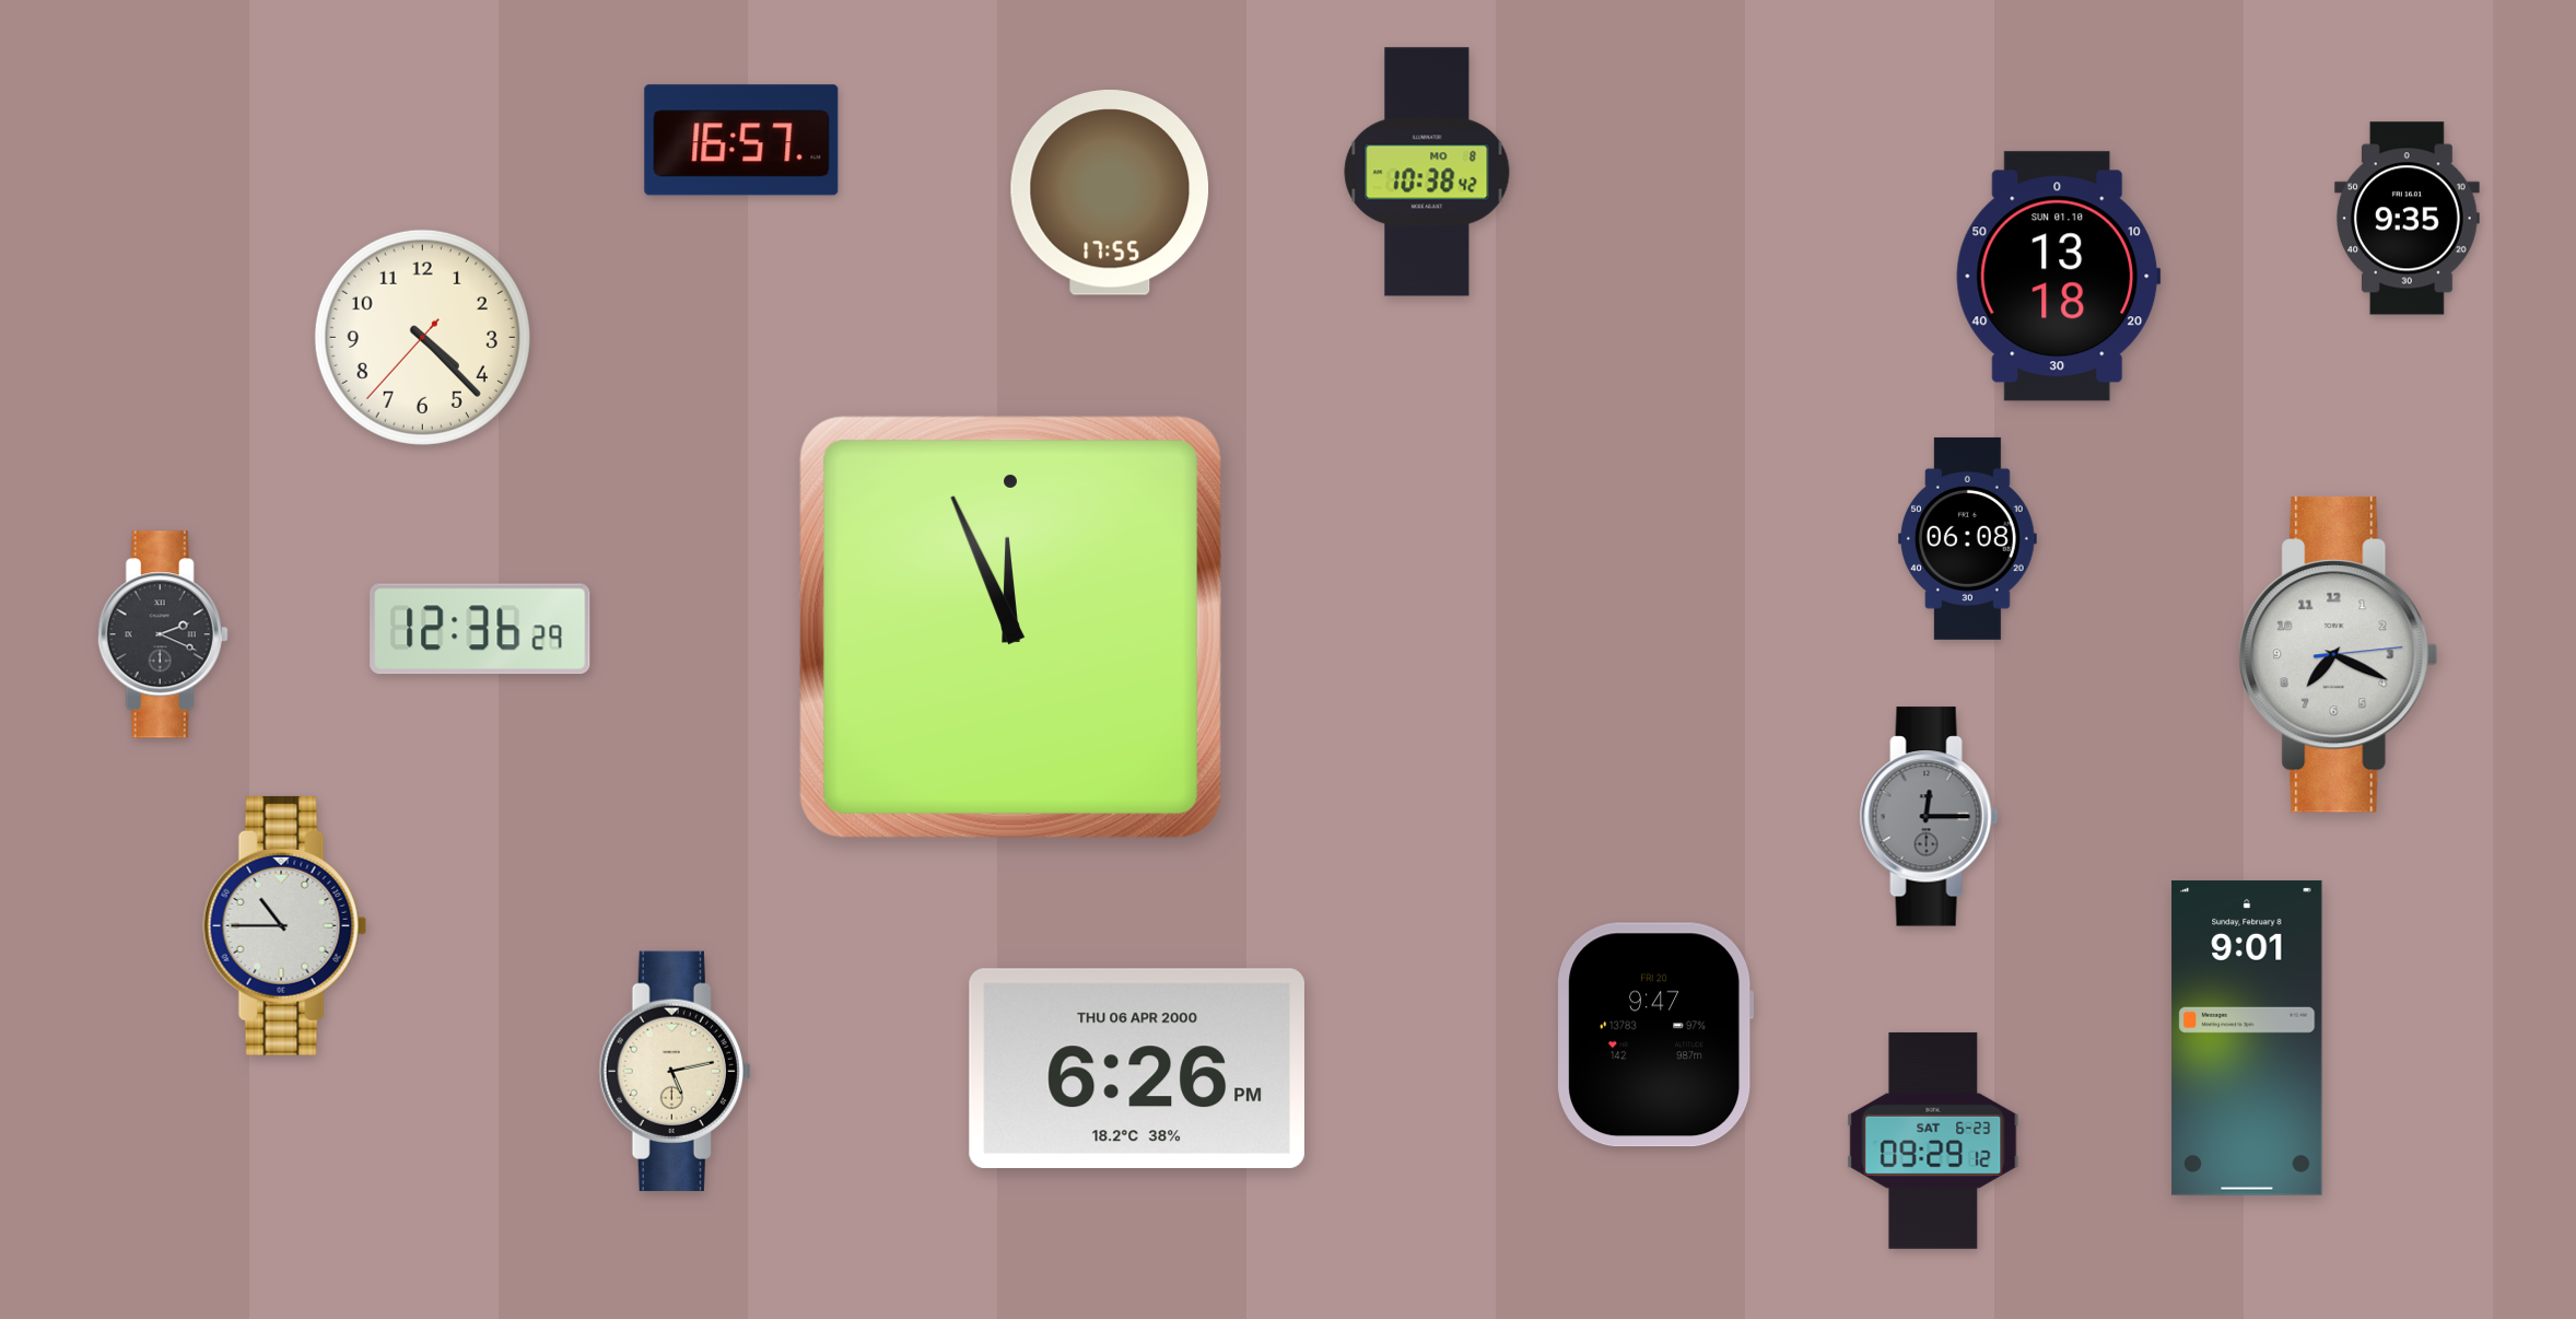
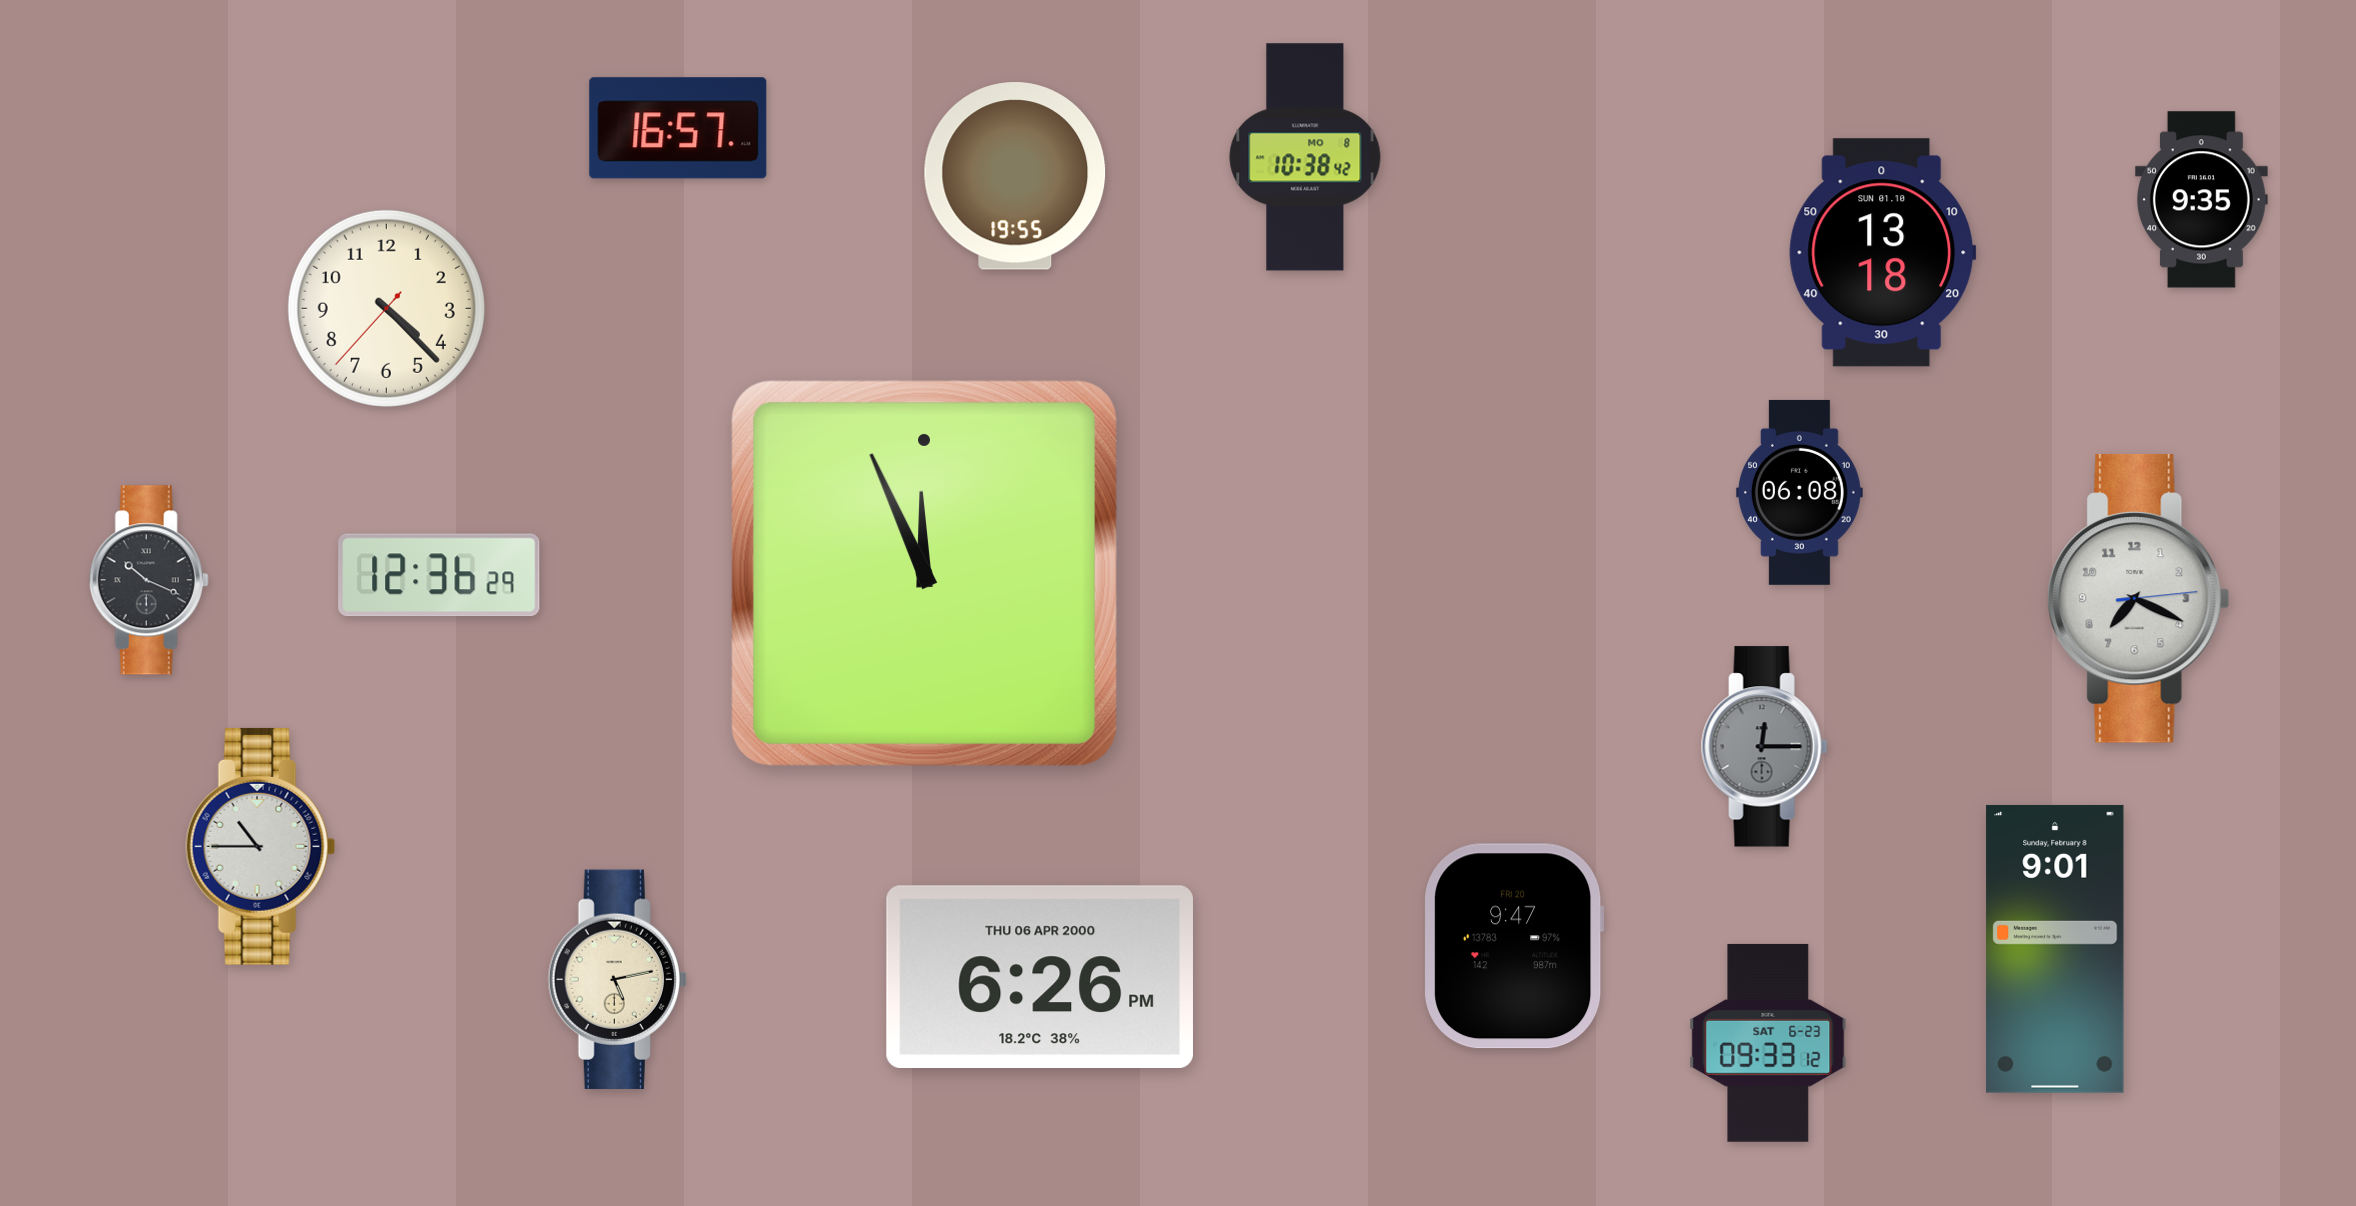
clock at (1110, 192): 17:55 -> 19:55
clock at (163, 634): 2:19 -> 10:19
clock at (1933, 1141): 09:29 -> 09:33
